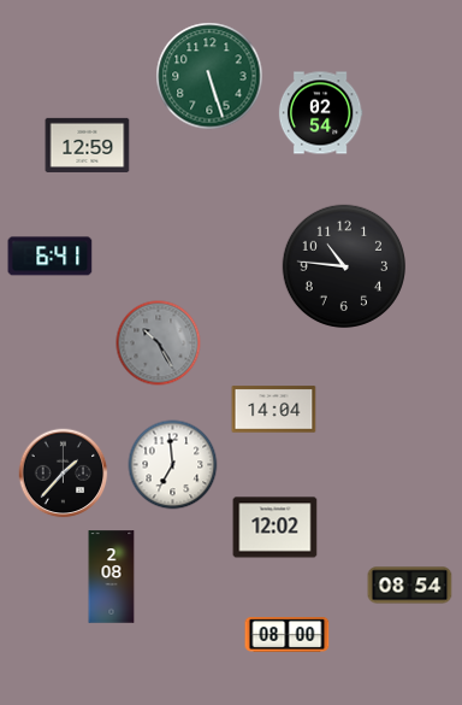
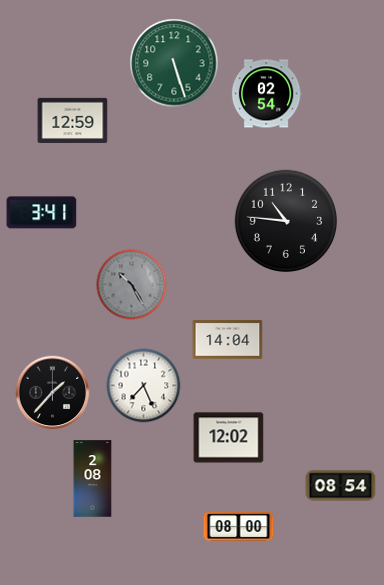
clock at (51, 257): 6:41 -> 3:41
clock at (173, 465): 6:59 -> 7:26
